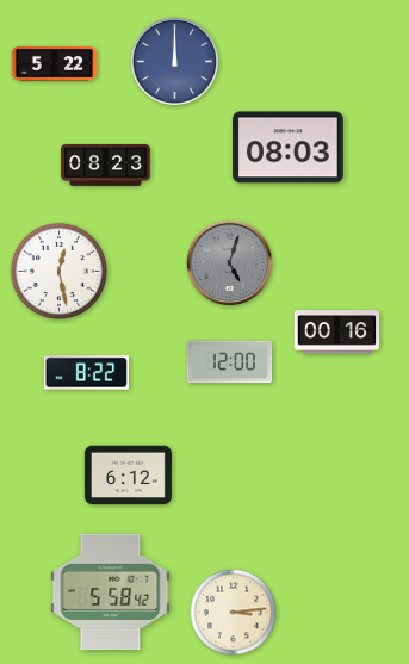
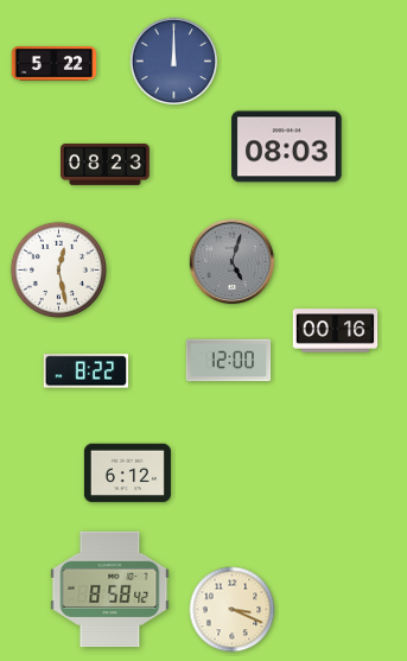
clock at (230, 263) position: (230, 263) -> (233, 262)
clock at (111, 592): 5:58 -> 8:58
clock at (234, 613): 3:14 -> 3:19
